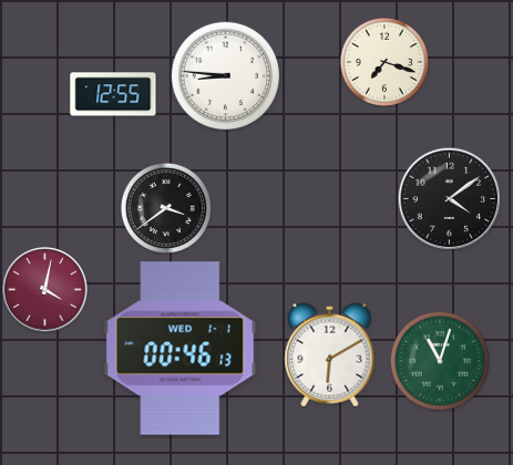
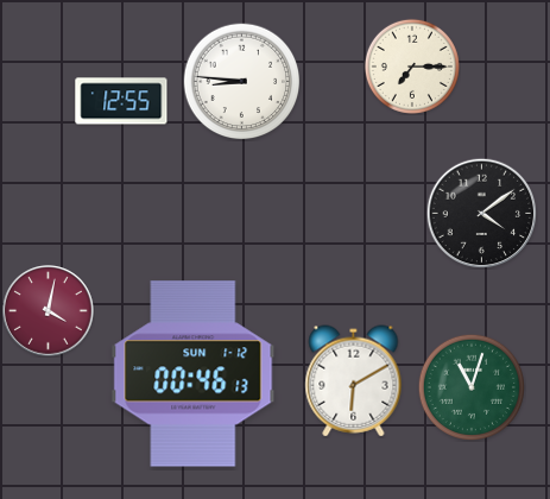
clock at (384, 62): 7:18 -> 7:15
clock at (166, 208): 3:39 -> none
clock at (181, 349) date: WED 1-1 -> SUN 1-12
